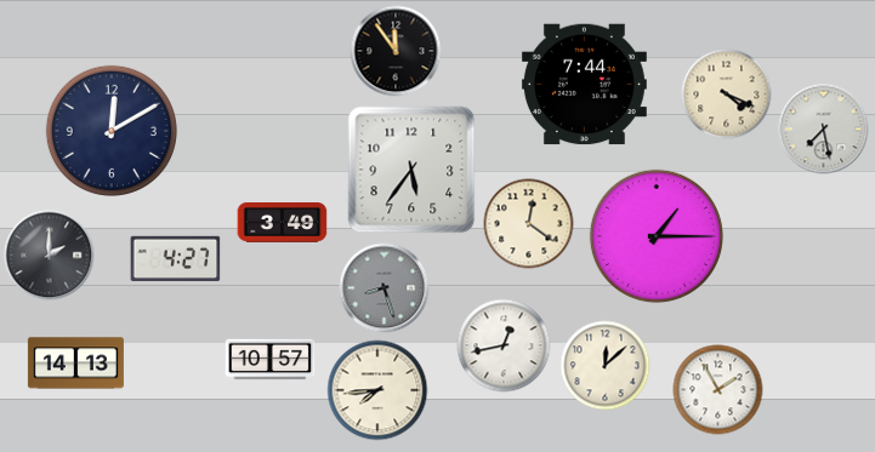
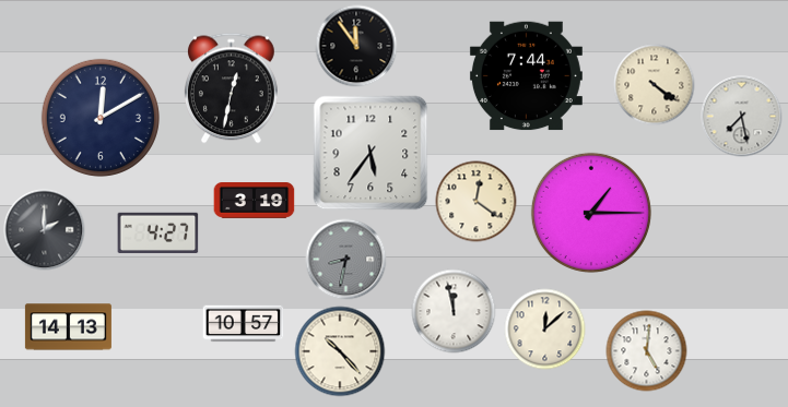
clock at (727, 95): 4:19 -> 4:21
clock at (231, 88): none -> 12:32
clock at (283, 223): 3:49 -> 3:19
clock at (385, 288): 8:27 -> 8:32
clock at (504, 345): 12:43 -> 11:58
clock at (377, 390): 7:44 -> 10:23
clock at (718, 390): 1:55 -> 5:01
